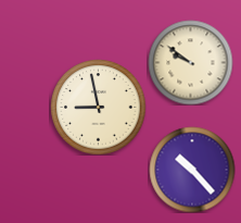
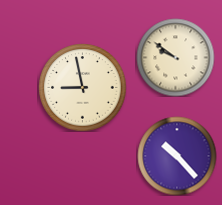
clock at (98, 107) position: (98, 107) -> (82, 87)
